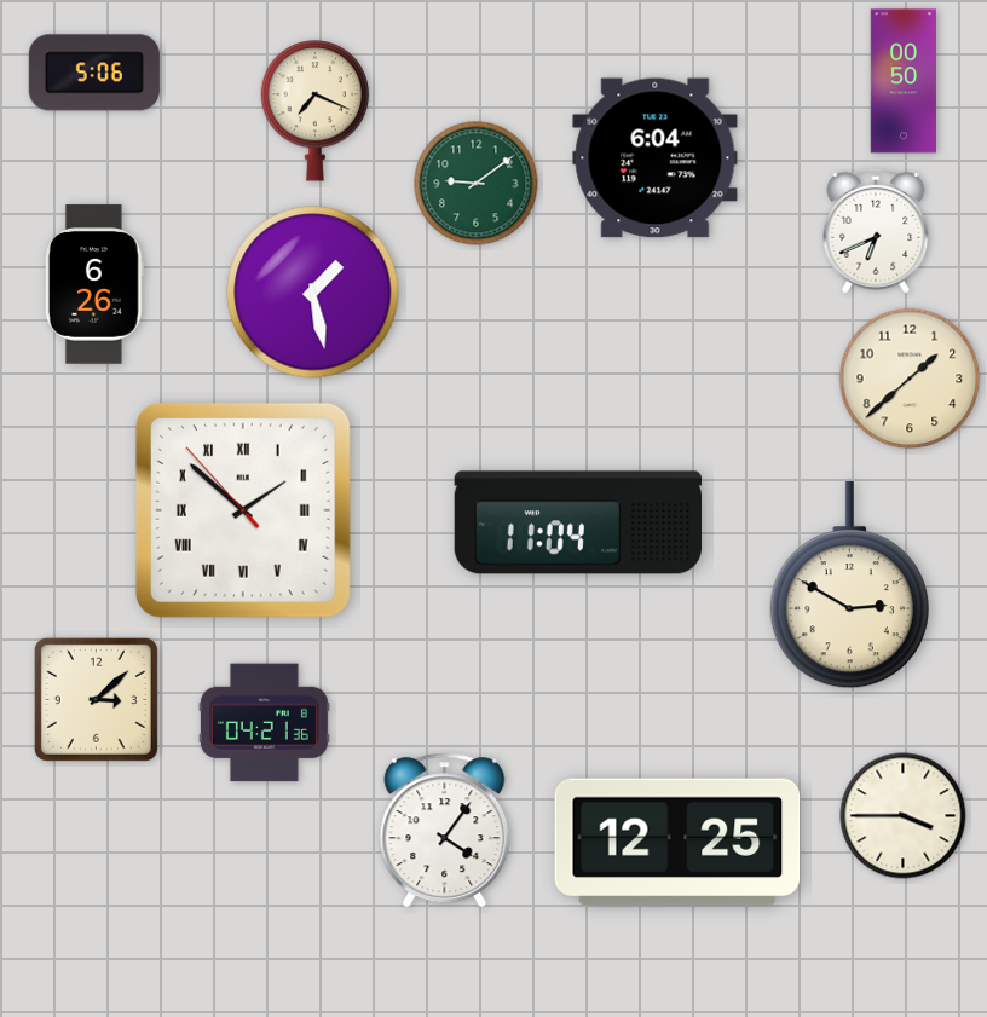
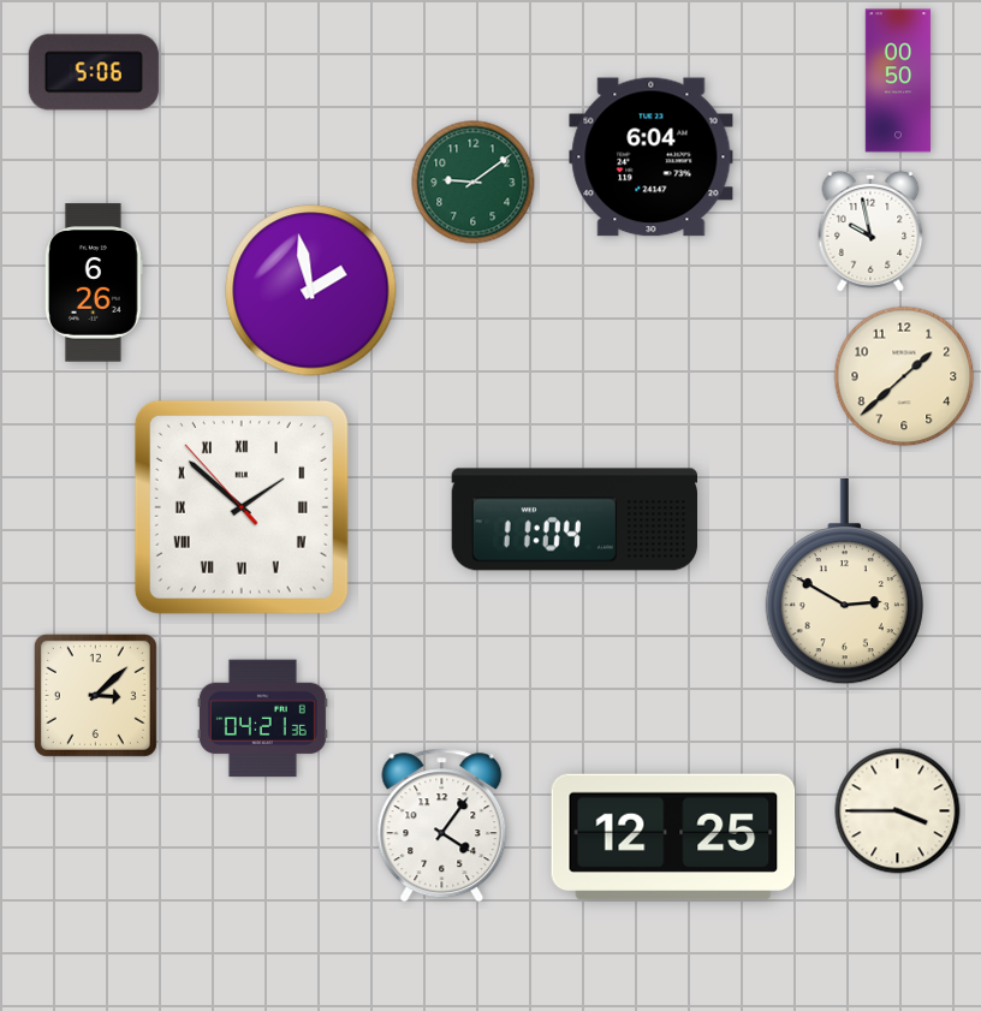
clock at (316, 111): 7:19 -> none
clock at (876, 231): 6:41 -> 9:58
clock at (313, 293): 1:28 -> 1:58
